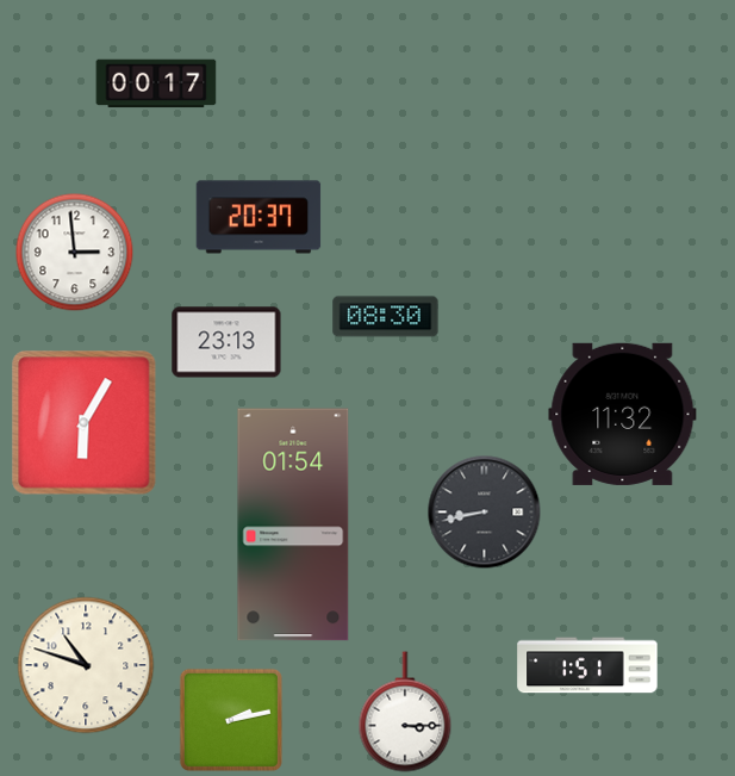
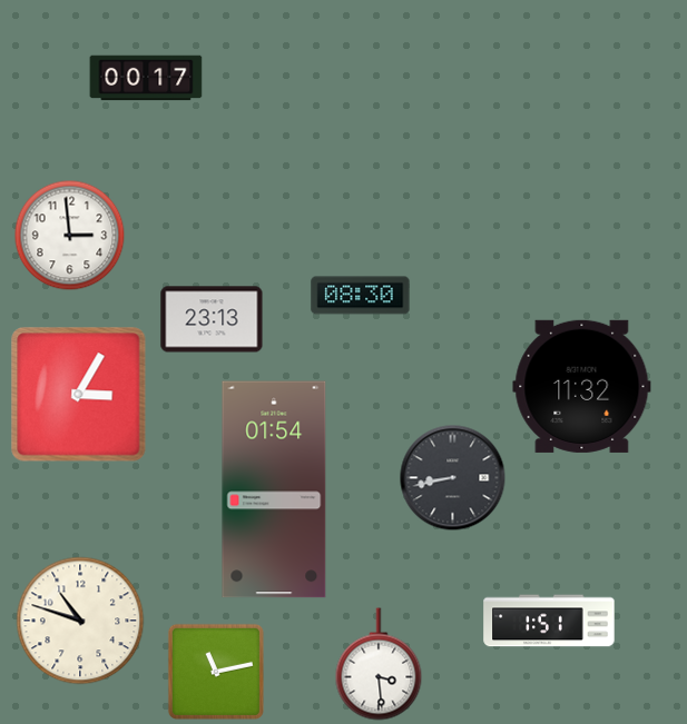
clock at (259, 217): 20:37 -> none
clock at (85, 423): 6:05 -> 3:05
clock at (405, 712): 3:15 -> 3:29
clock at (231, 720): 2:13 -> 11:13
